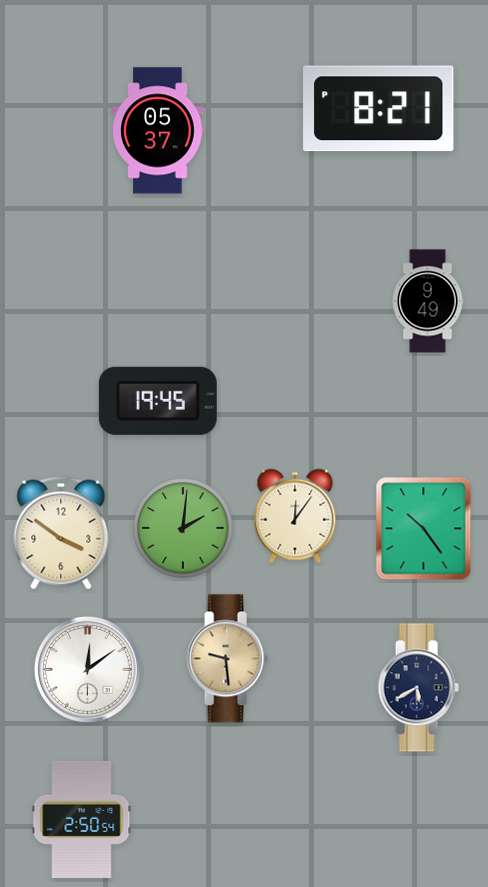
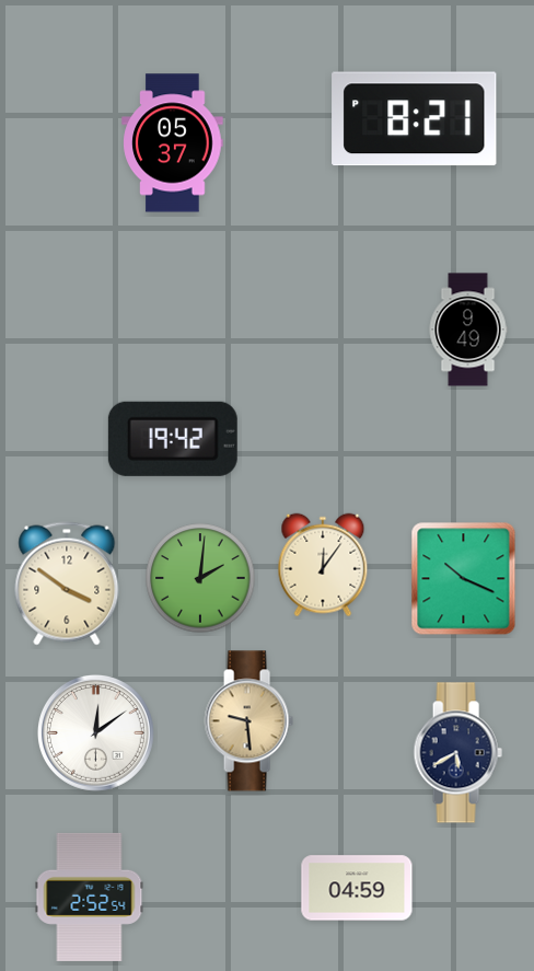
clock at (158, 401): 19:45 -> 19:42
clock at (424, 529): 10:24 -> 10:19
clock at (357, 888): none -> 04:59
clock at (82, 819): 2:50 -> 2:52
